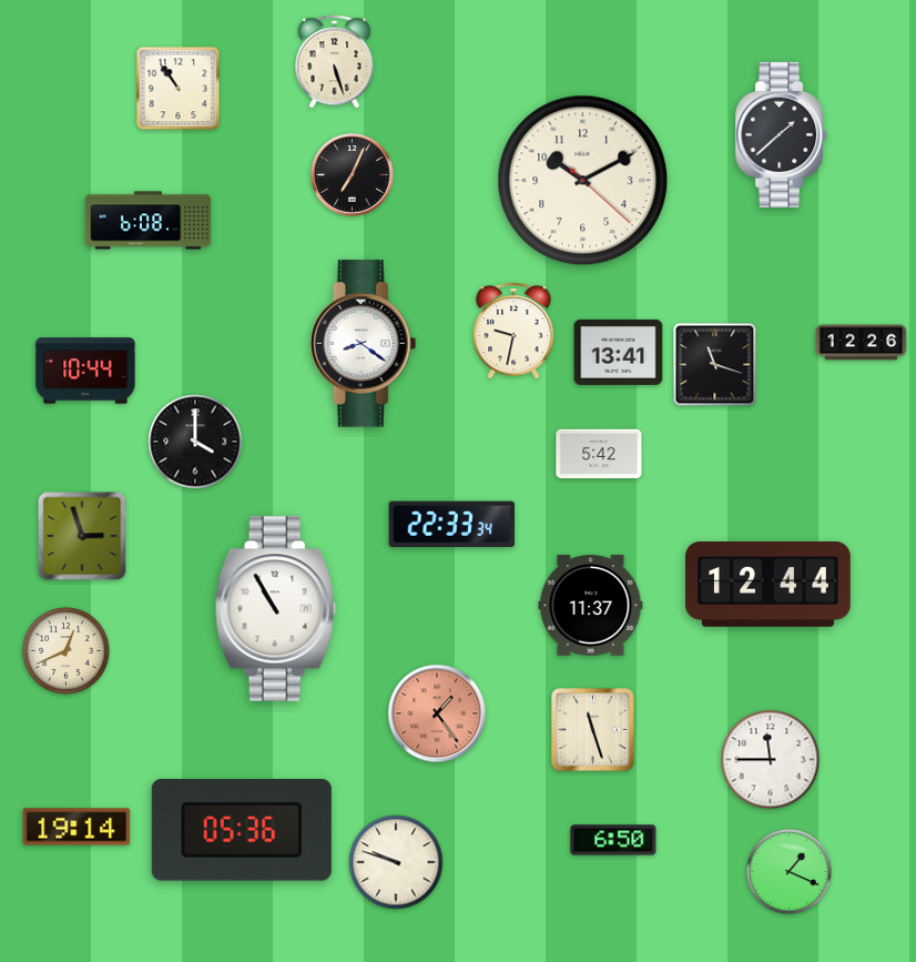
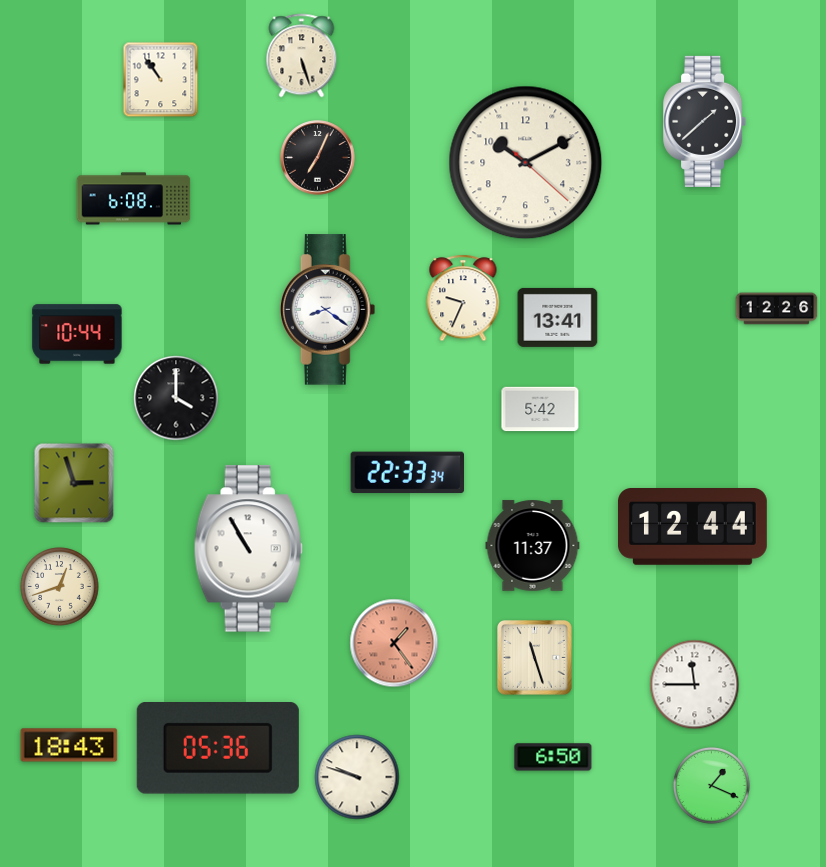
clock at (513, 331): 9:32 -> 9:34
clock at (715, 365): 11:18 -> none
clock at (67, 651): 12:41 -> 12:42
clock at (77, 827): 19:14 -> 18:43
